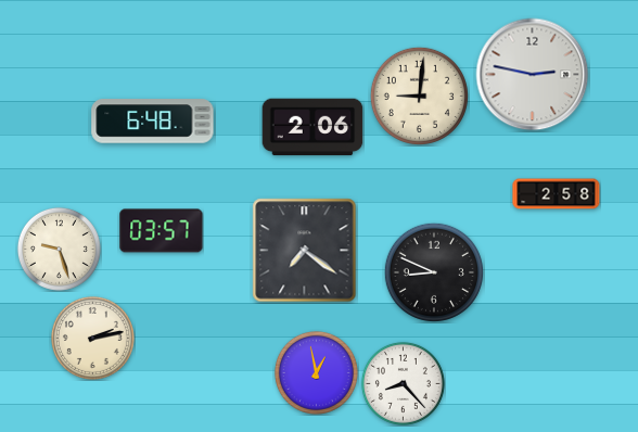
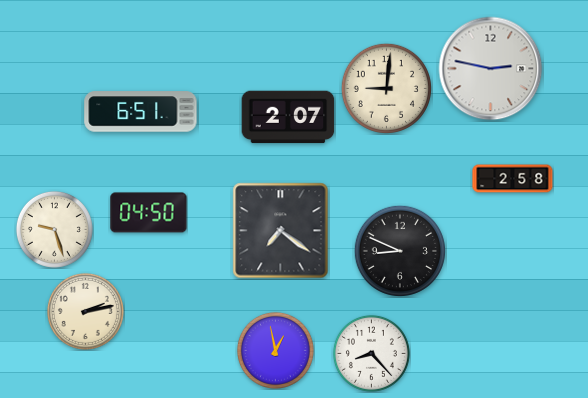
clock at (153, 122): 6:48 -> 6:51
clock at (312, 127): 2:06 -> 2:07
clock at (162, 231): 03:57 -> 04:50
clock at (316, 372) position: (316, 372) -> (275, 350)
